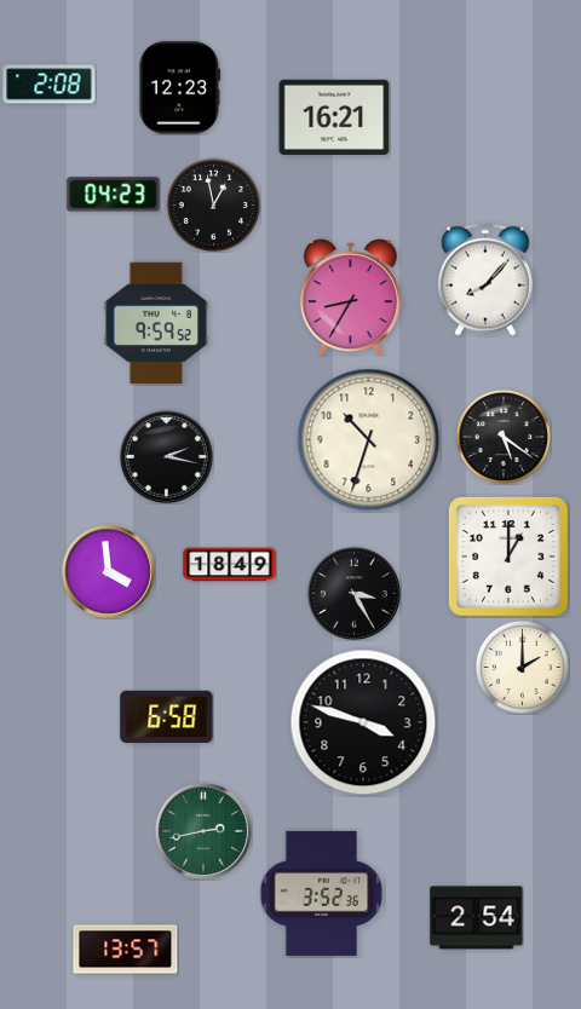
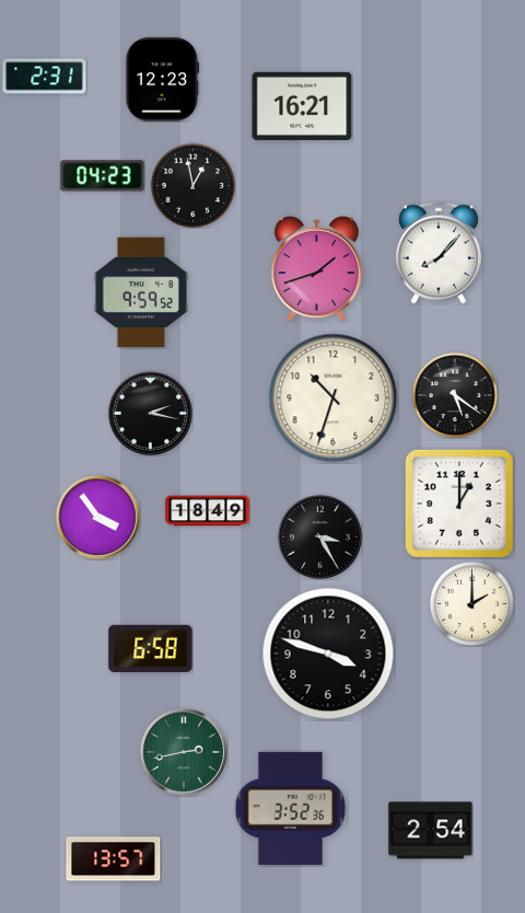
clock at (50, 85): 2:08 -> 2:31
clock at (350, 298): 8:35 -> 1:42
clock at (108, 571): 3:59 -> 3:54
